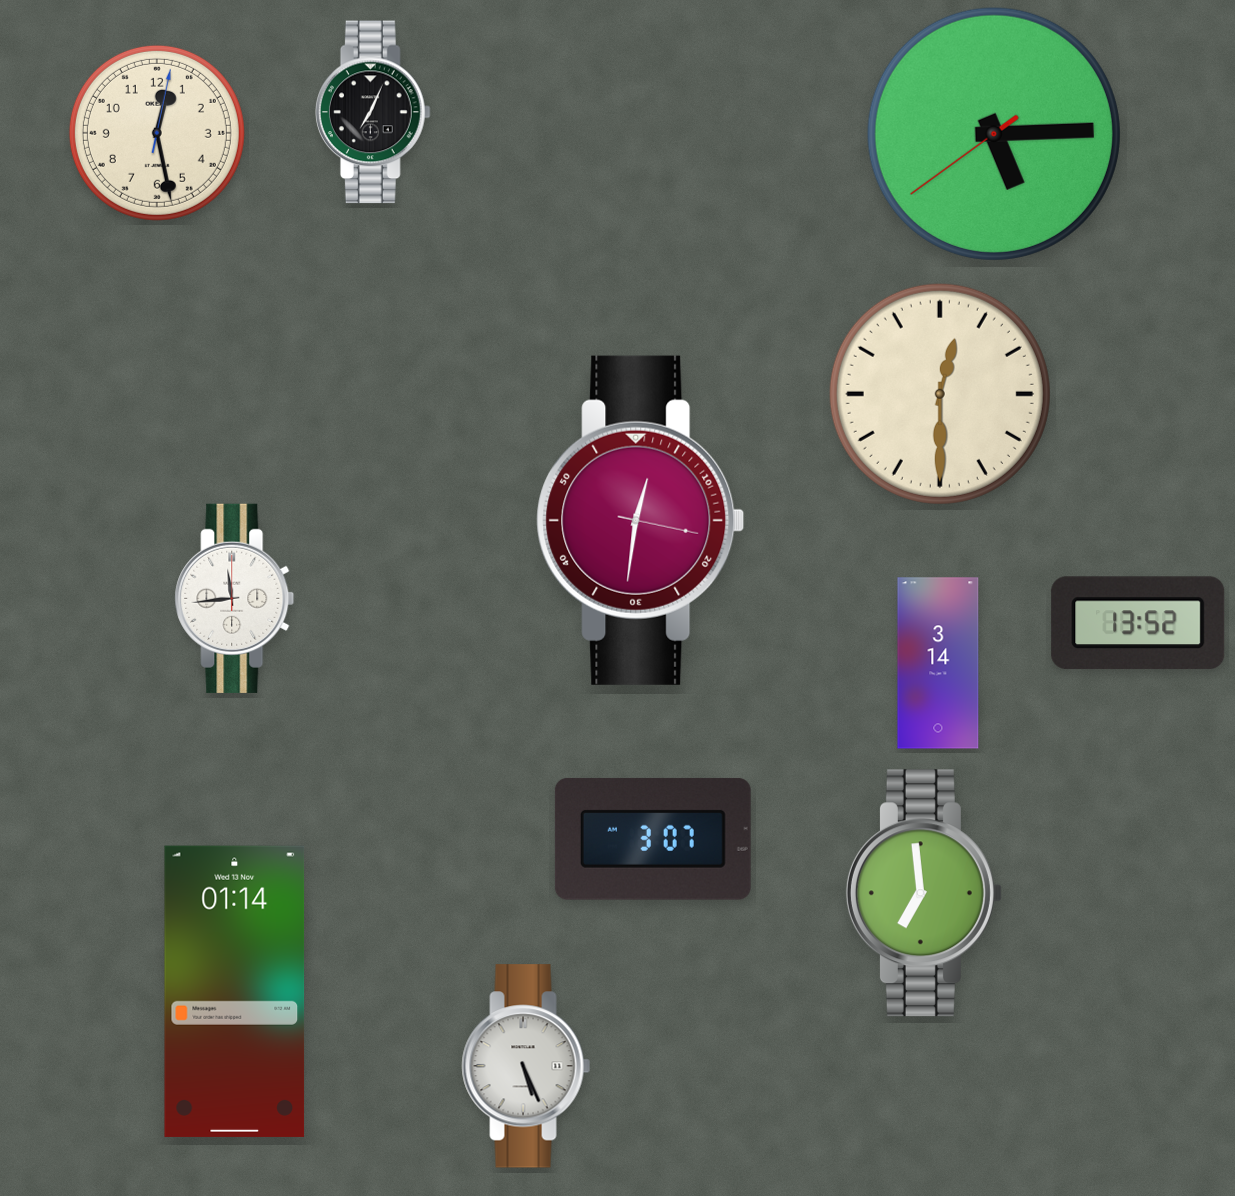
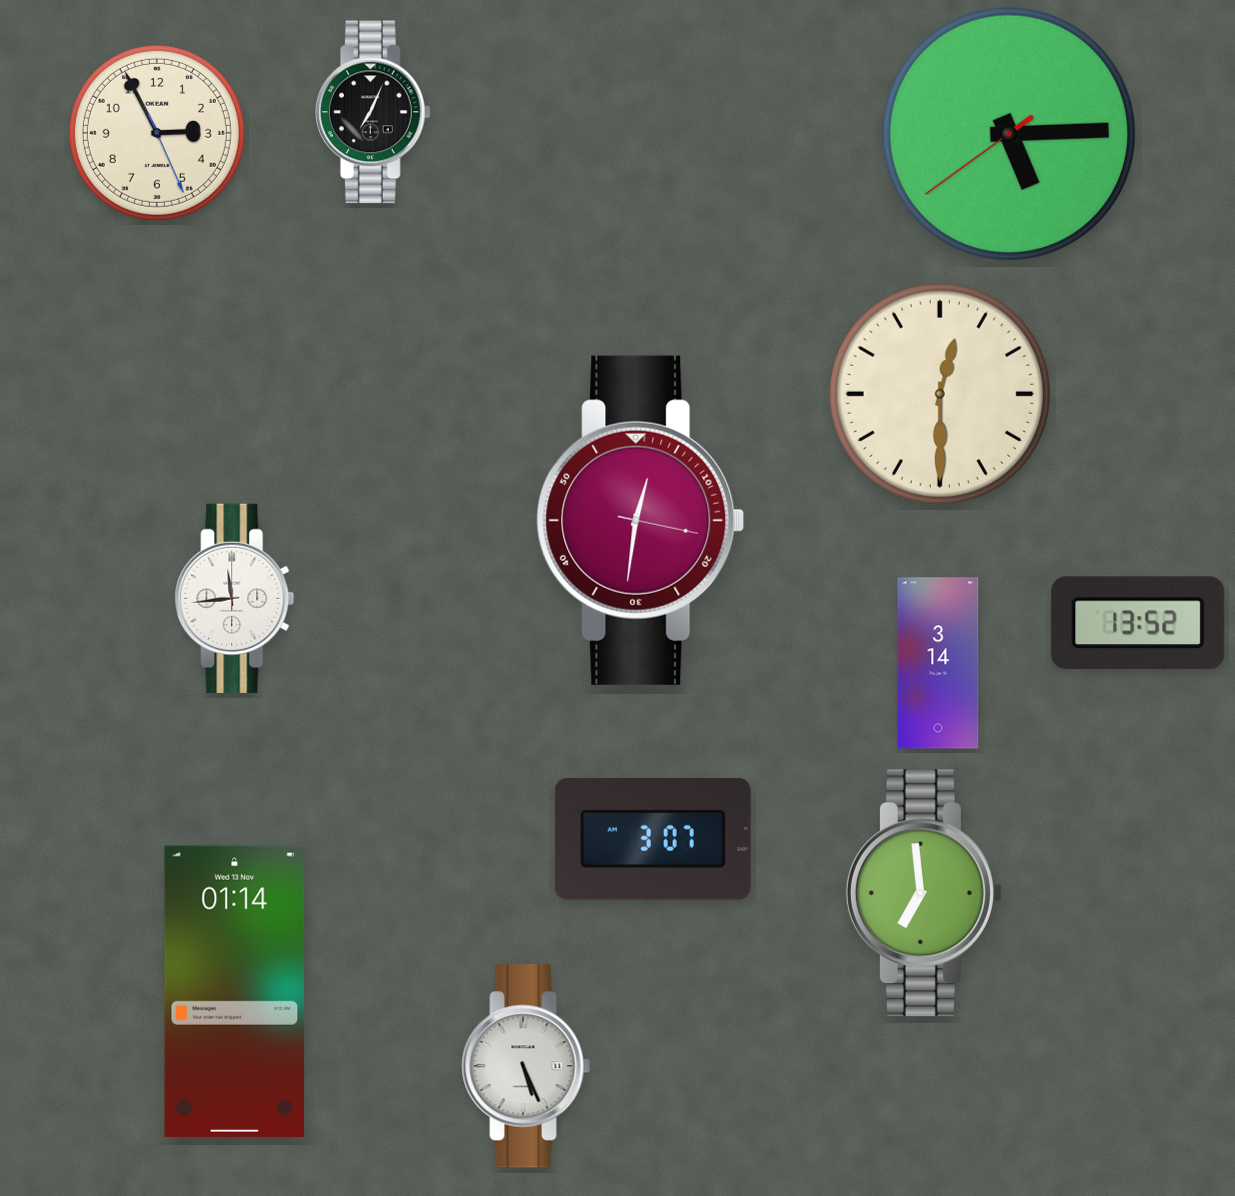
clock at (157, 133): 12:28 -> 2:55
clock at (994, 134) position: (994, 134) -> (1009, 134)
